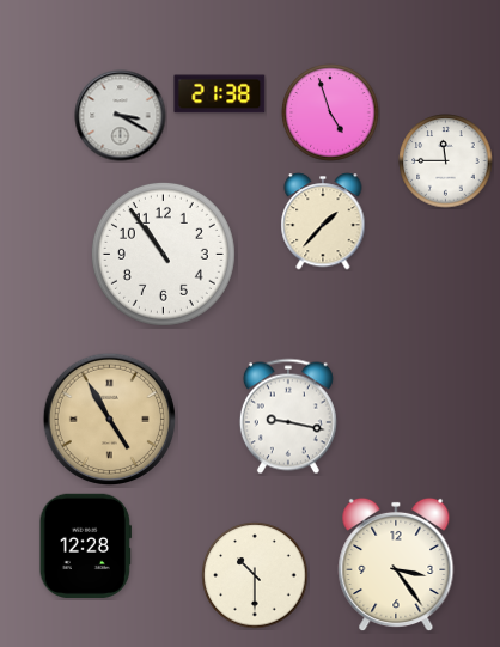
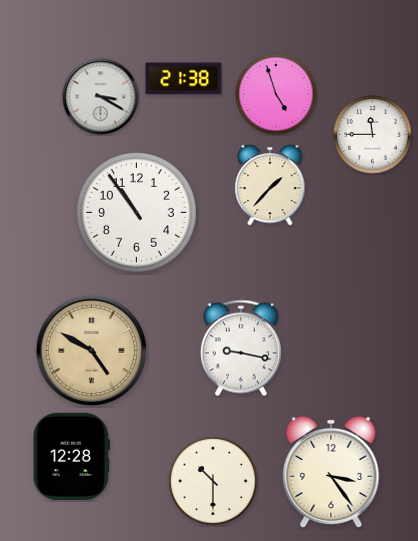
clock at (109, 419): 4:55 -> 4:50
